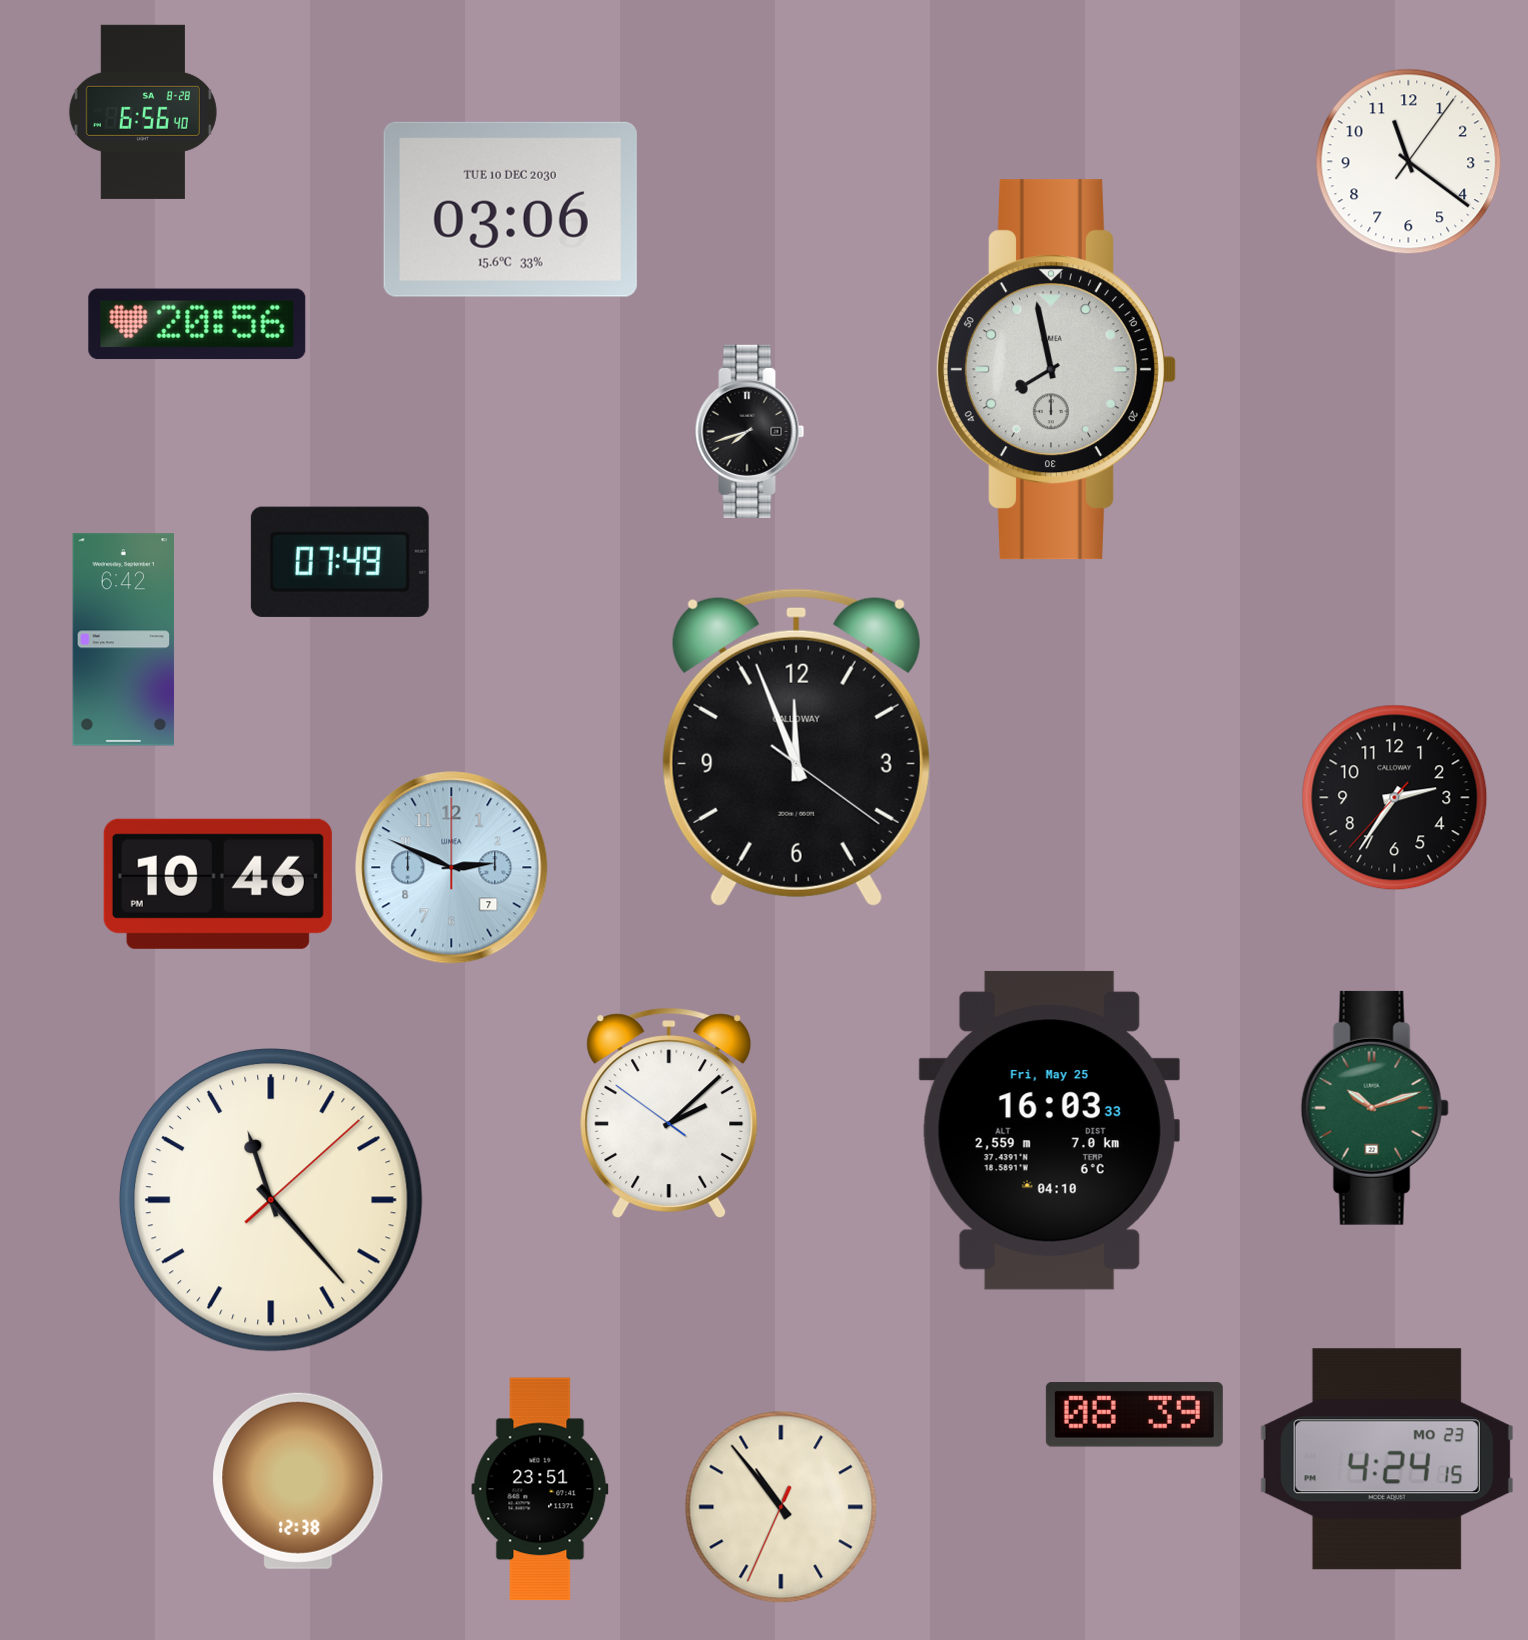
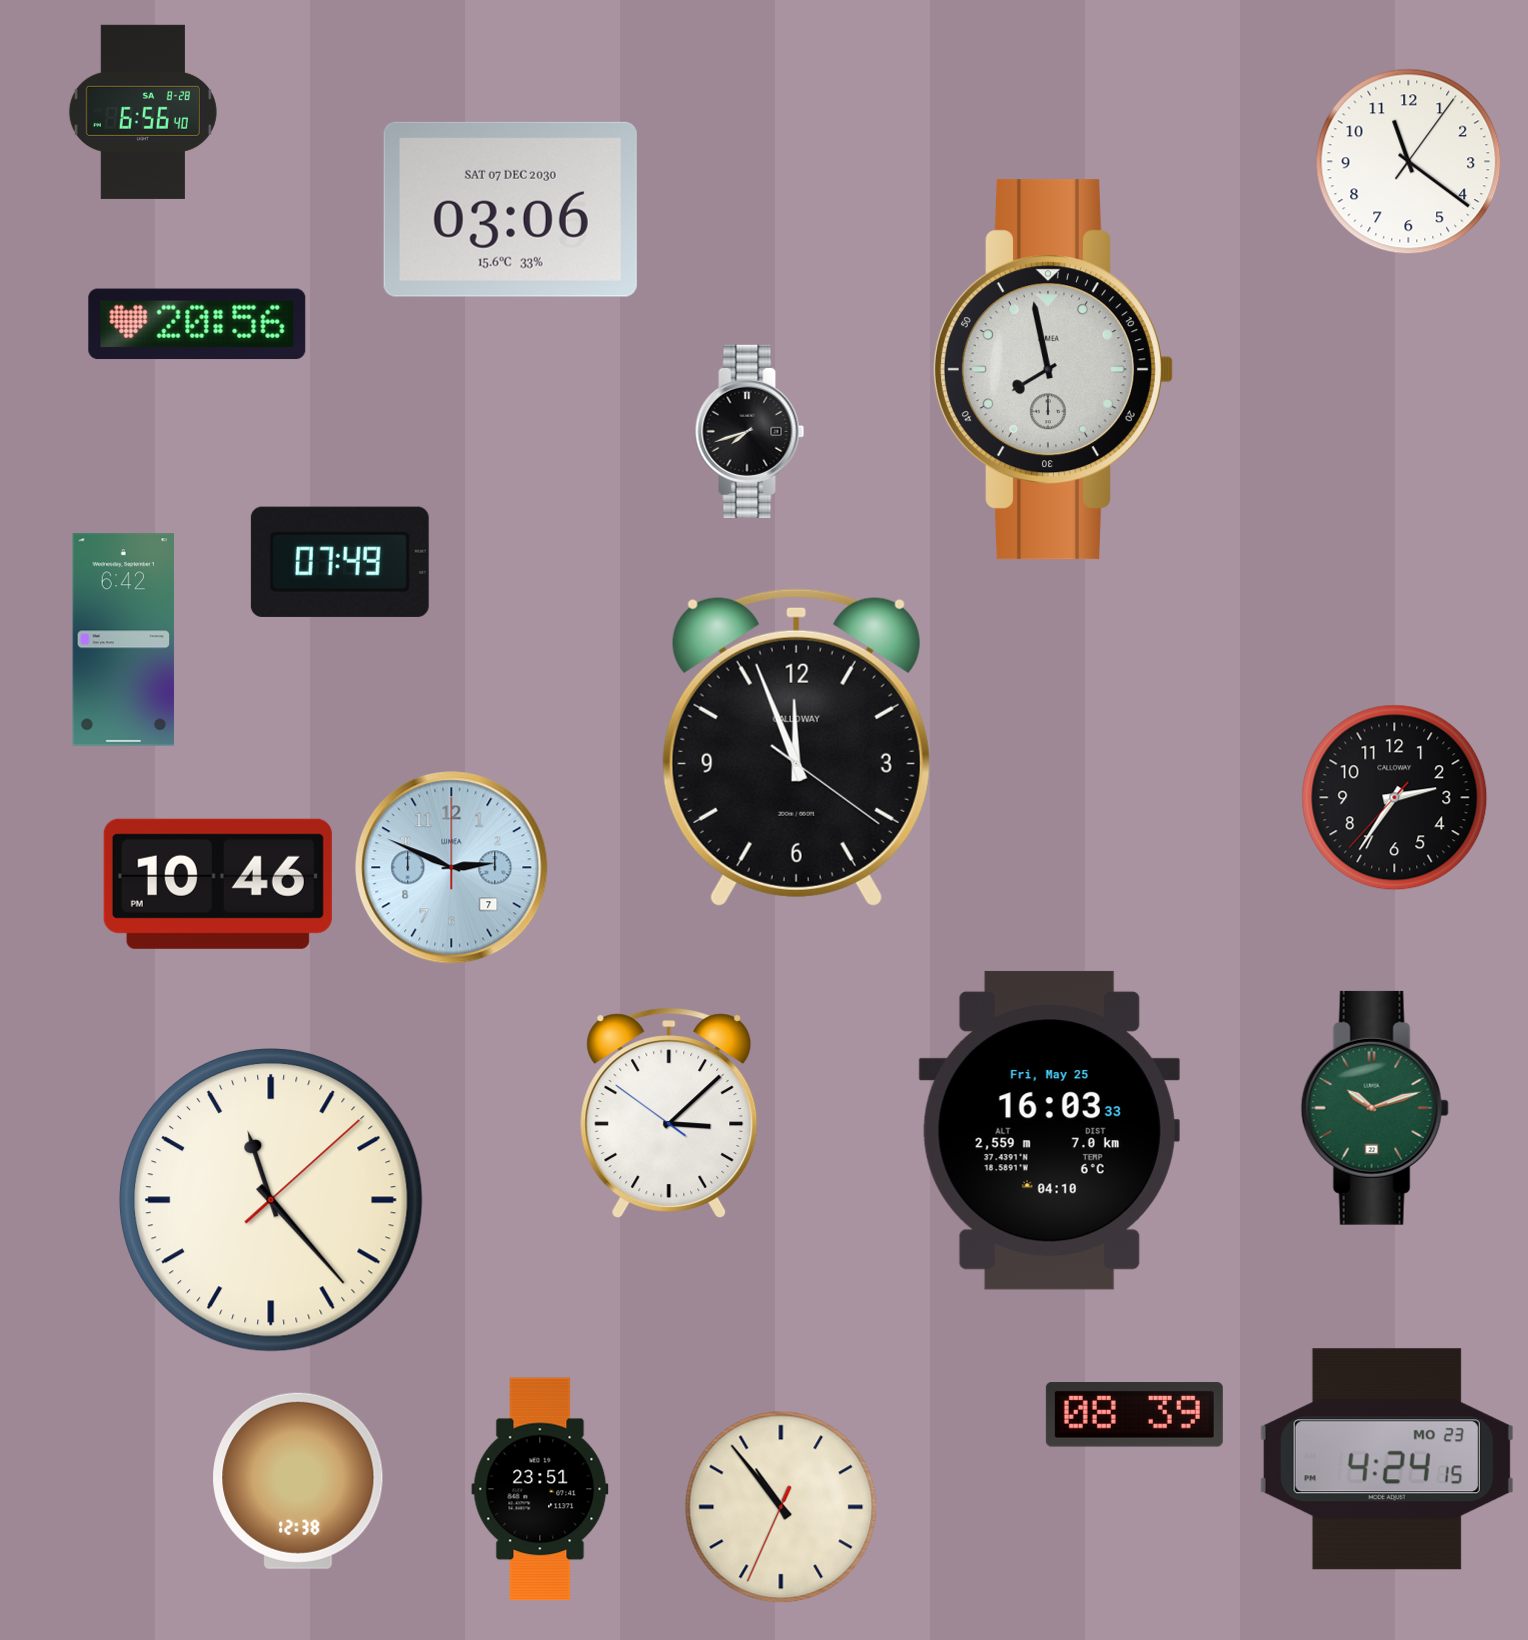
clock at (510, 209) date: TUE 10 DEC 2030 -> SAT 07 DEC 2030
clock at (1056, 370) position: (1056, 370) -> (1053, 370)
clock at (669, 1113): 2:07 -> 3:07
